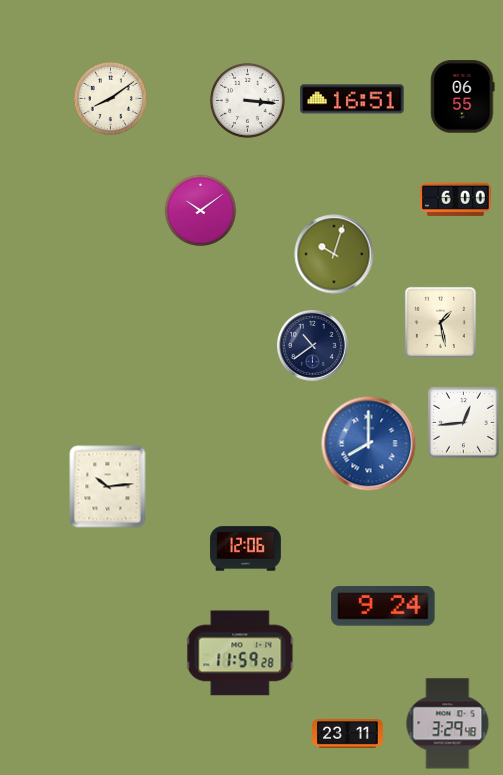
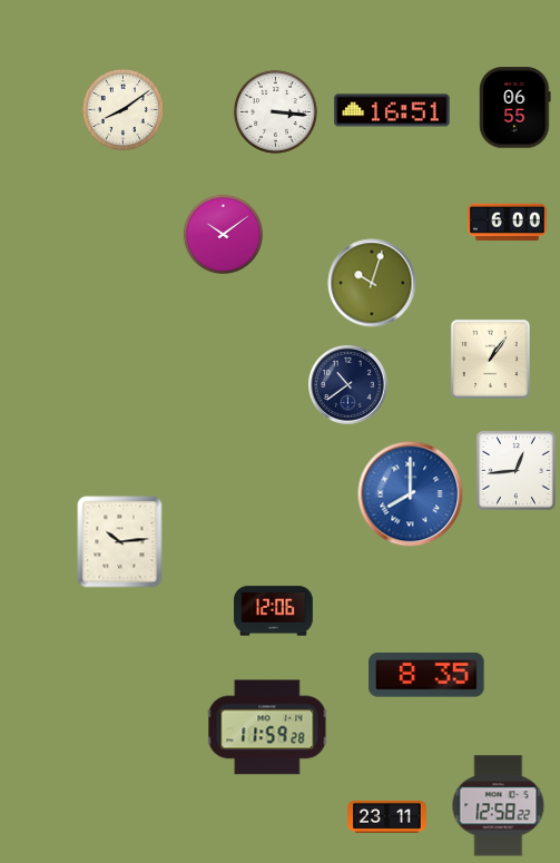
clock at (440, 322): 1:28 -> 1:06
clock at (383, 606): 9:24 -> 8:35
clock at (448, 724): 3:29 -> 12:58
